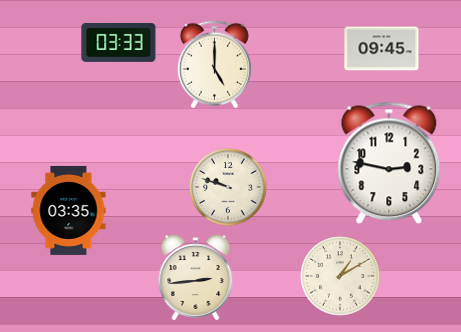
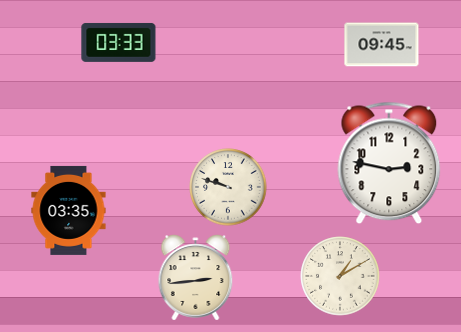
clock at (382, 49) position: (382, 49) -> (382, 45)
clock at (214, 65): 5:00 -> none
